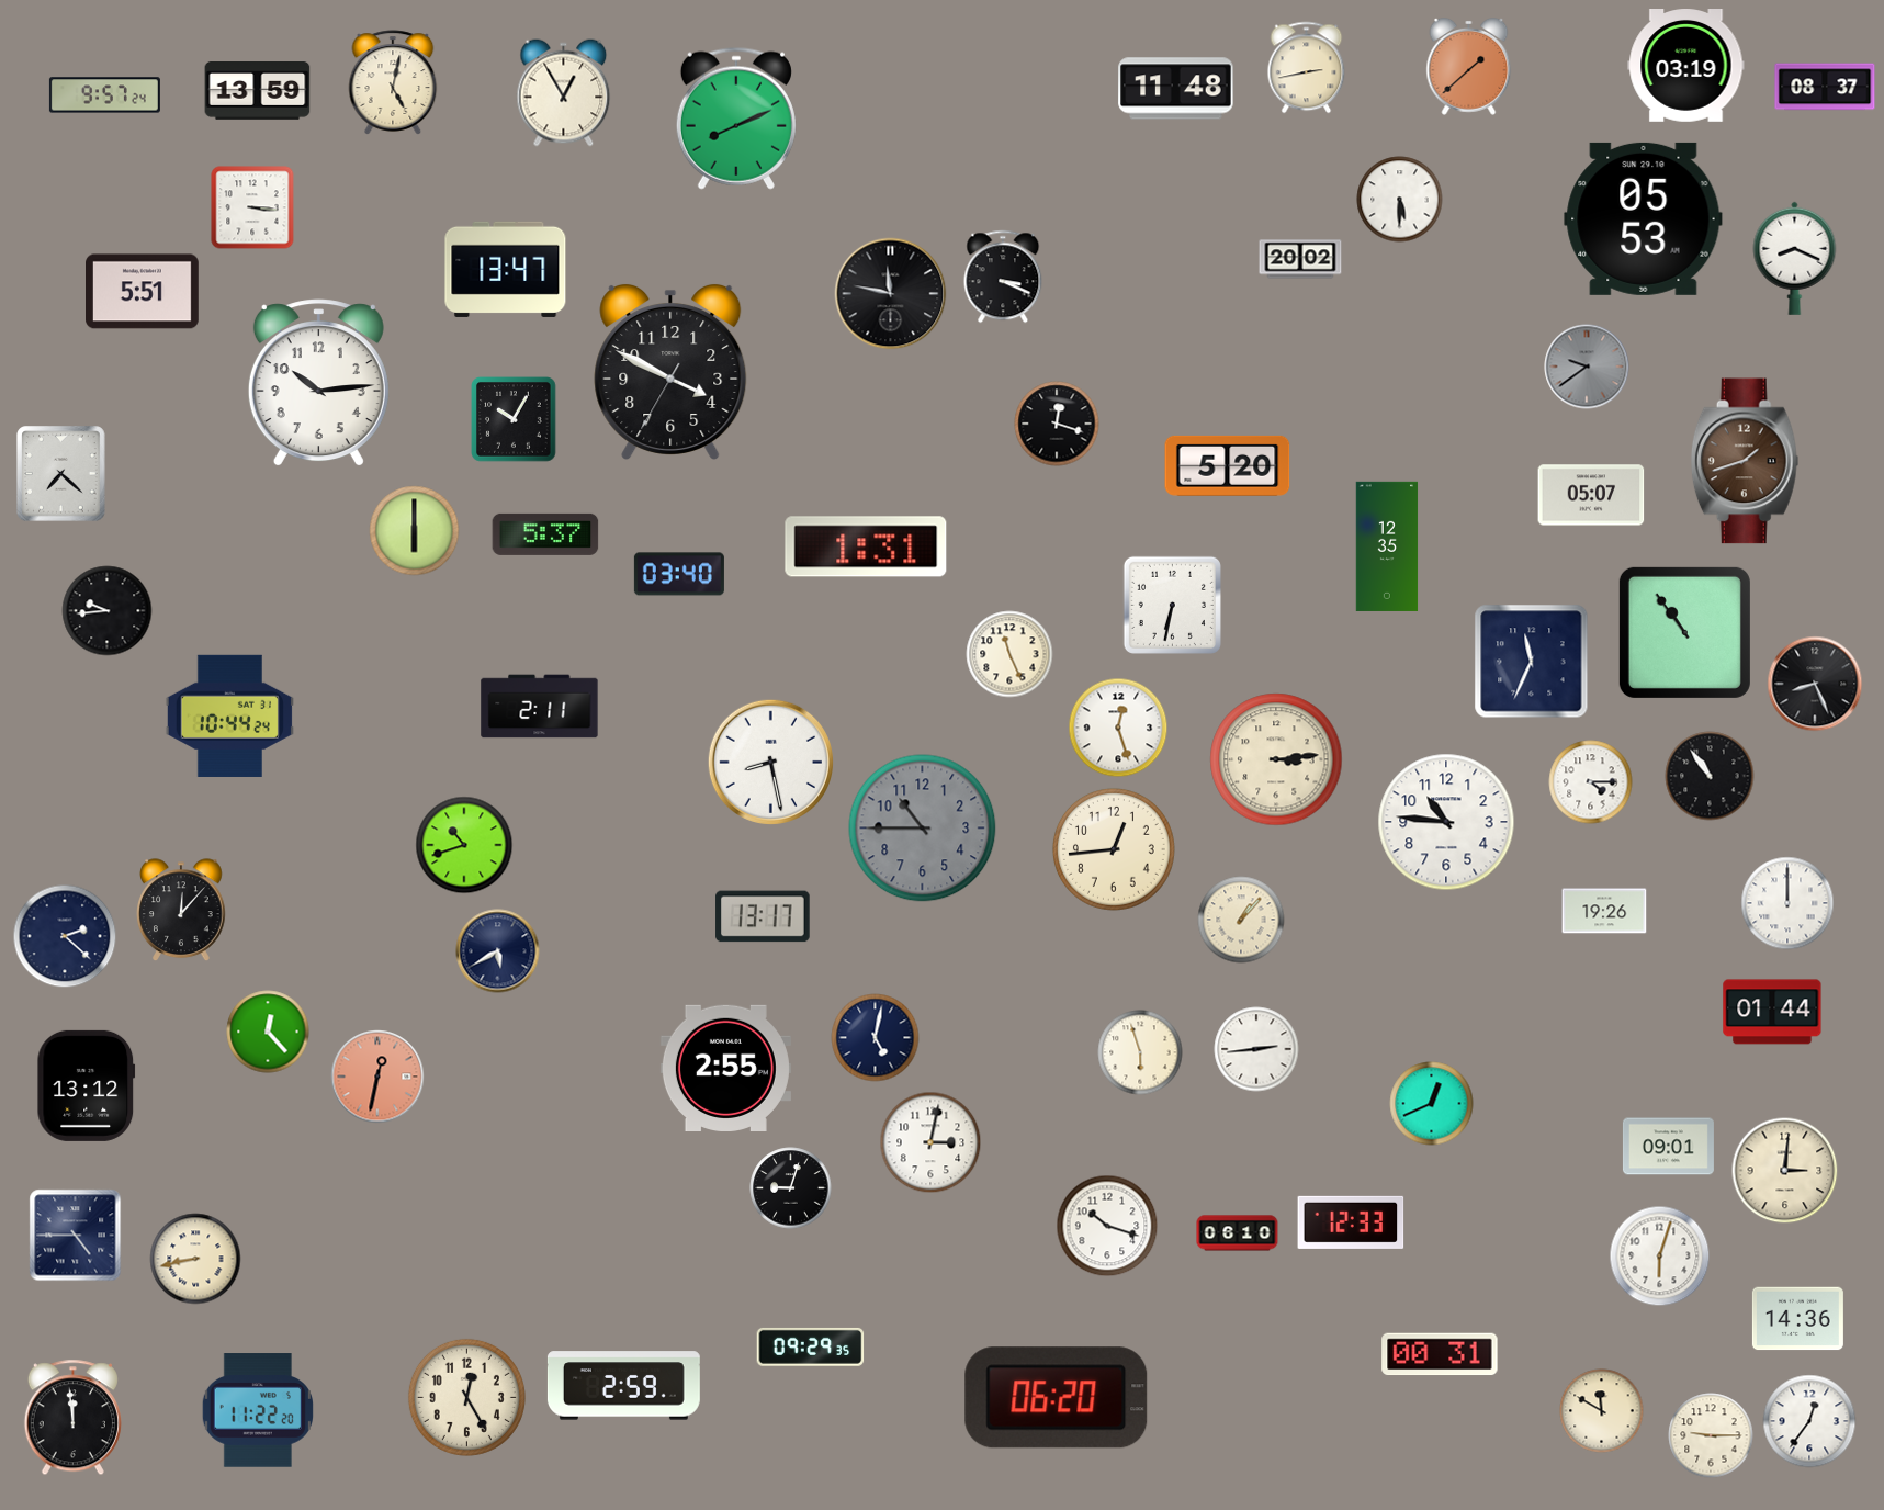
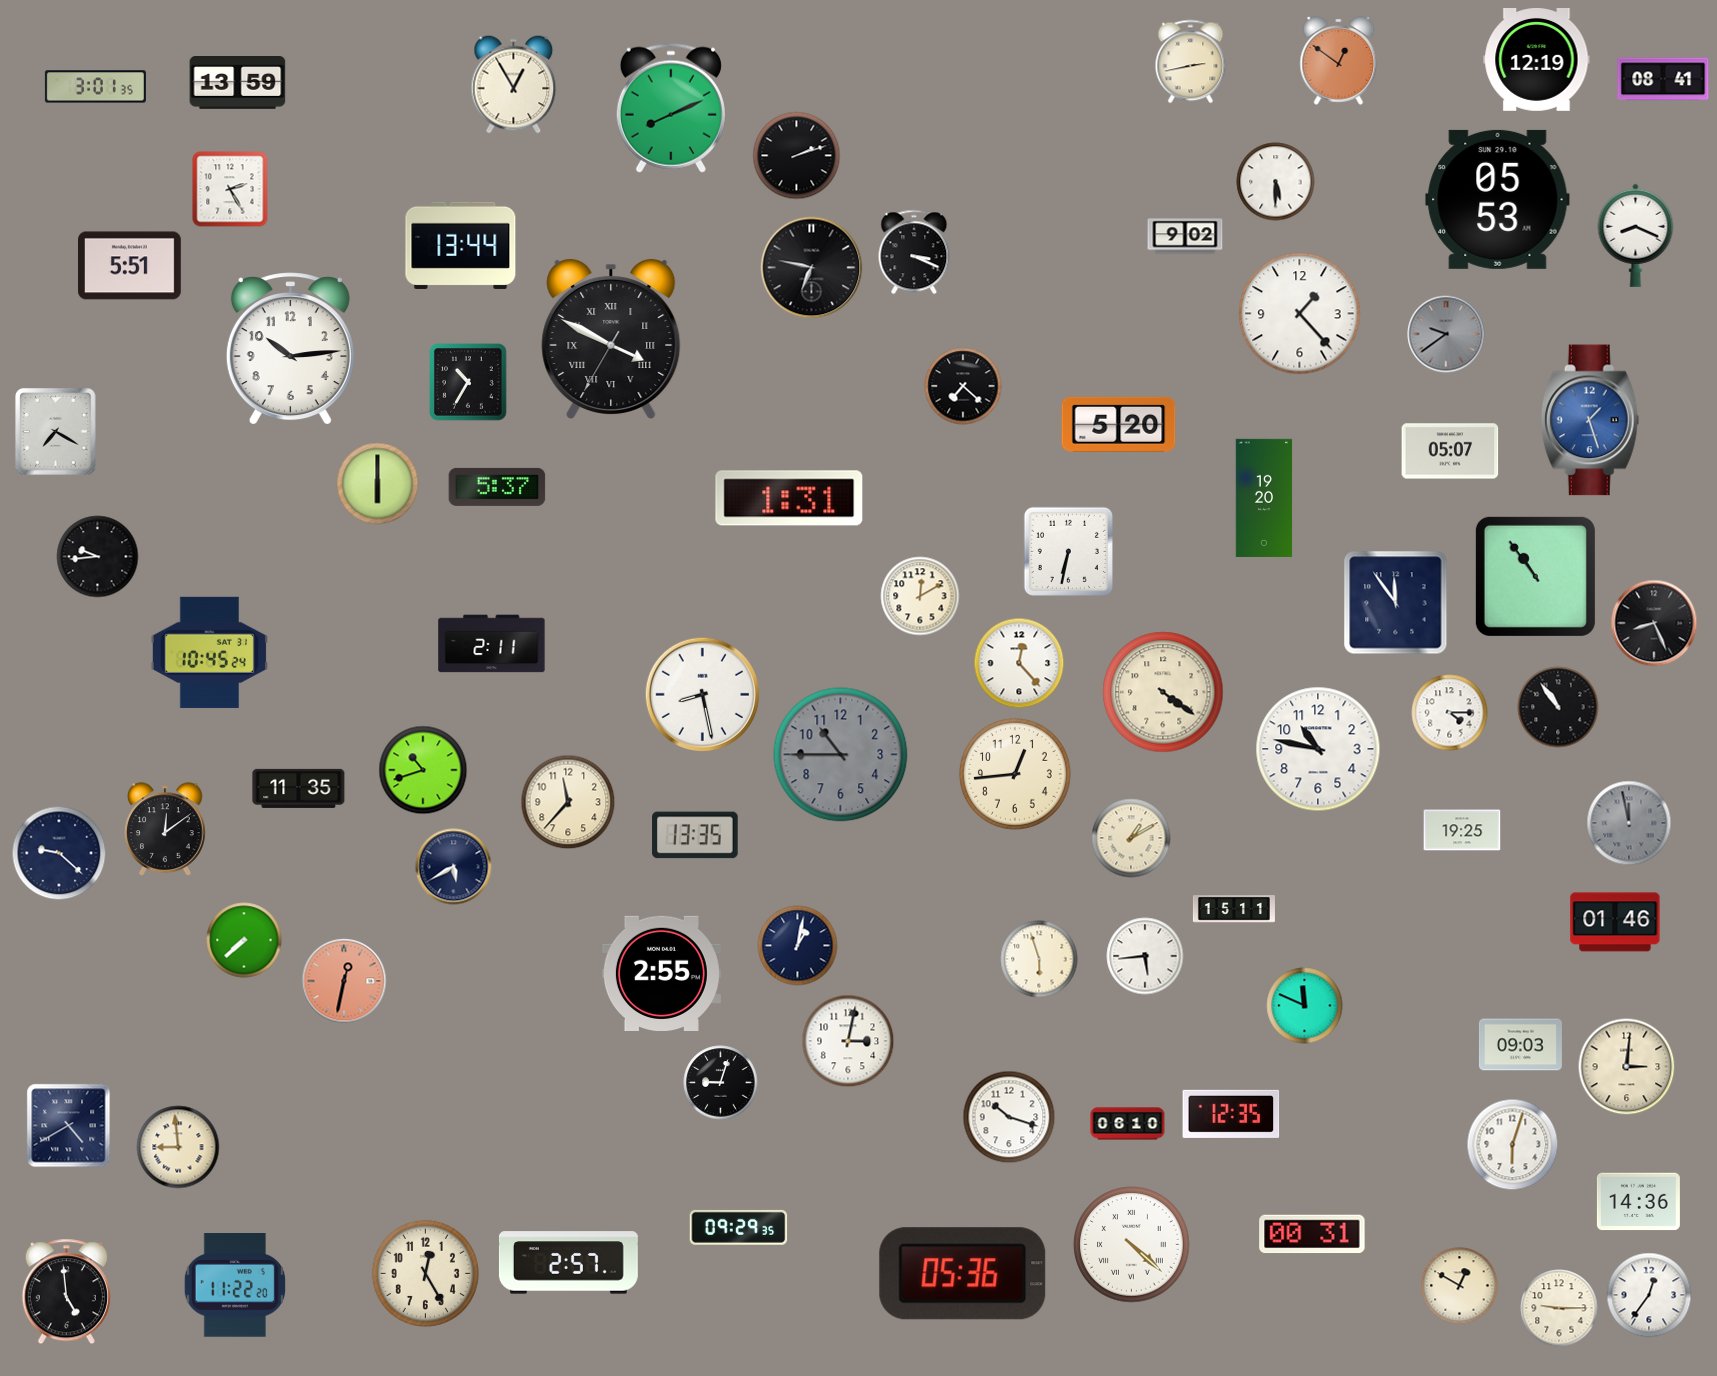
clock at (1686, 66): 03:19 -> 12:19
clock at (1469, 67): 1:38 -> 12:51
clock at (393, 82): 5:02 -> none
clock at (1825, 87): 08:37 -> 08:41
clock at (1176, 89): 11:48 -> none
clock at (258, 91) position: (258, 91) -> (238, 83)
clock at (104, 95): 9:57 -> 3:01
clock at (797, 156): none -> 2:12
clock at (252, 207): 3:16 -> 2:25
clock at (1300, 259): 20:02 -> 9:02
clock at (506, 269): 13:47 -> 13:44
clock at (891, 294): 11:47 -> 6:47
clock at (1300, 314): none -> 1:23
clock at (670, 372) numerals: Arabic -> Roman
clock at (514, 419): 10:05 -> 10:35
clock at (1057, 424): 12:18 -> 7:22
clock at (1745, 461): 1:42 -> 1:27
clock at (1745, 461) dial: brown -> blue
clock at (61, 474): 7:22 -> 7:20
clock at (1387, 546): 12:35 -> 19:20
clock at (679, 574): 03:40 -> none
clock at (1009, 654): 11:26 -> 12:10
clock at (1532, 662): 11:34 -> 11:54
clock at (229, 715): 10:44 -> 10:45
clock at (1118, 728): 12:27 -> 12:23
clock at (1276, 759): 3:14 -> 4:21
clock at (1446, 822): 10:46 -> 10:47
clock at (299, 788): none -> 11:35
clock at (568, 802): none -> 11:37
clock at (1787, 903): 12:00 -> 11:58
clock at (1787, 903) dial: white -> grey
clock at (182, 911): 12:07 -> 12:09
clock at (1604, 911): 19:26 -> 19:25
clock at (763, 916): 13:17 -> 13:35
clock at (1241, 920): 1:07 -> 1:10
clock at (65, 936): 2:22 -> 9:22
clock at (1234, 909): none -> 15:11
clock at (1772, 1012): 01:44 -> 01:46
clock at (268, 1032): 12:23 -> 7:38
clock at (876, 1038): 5:02 -> 1:02
clock at (1256, 1049): 2:44 -> 5:44
clock at (87, 1085): 13:12 -> none
clock at (1432, 1104): 12:41 -> 11:49
clock at (1668, 1147): 09:01 -> 09:03
clock at (1351, 1222): 12:33 -> 12:35
clock at (76, 1236): 4:45 -> 4:40
clock at (195, 1259): 8:43 -> 8:59
clock at (1132, 1245): none -> 4:22
clock at (623, 1386): 2:59 -> 2:57
clock at (1057, 1398): 06:20 -> 05:36
clock at (1602, 1411): 11:50 -> 12:50
clock at (72, 1418): 11:59 -> 4:59
